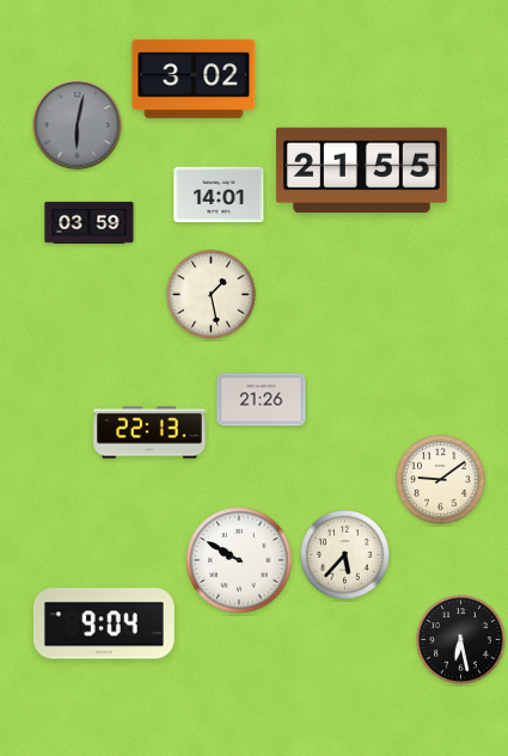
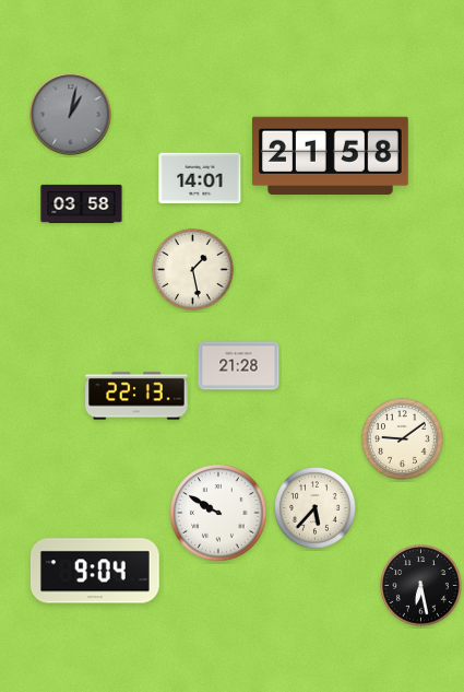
clock at (194, 79): 3:02 -> none
clock at (78, 125): 6:02 -> 1:02
clock at (361, 171): 21:55 -> 21:58
clock at (90, 222): 03:59 -> 03:58
clock at (262, 400): 21:26 -> 21:28
